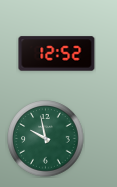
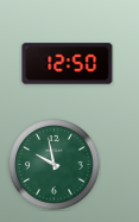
clock at (57, 54): 12:52 -> 12:50
